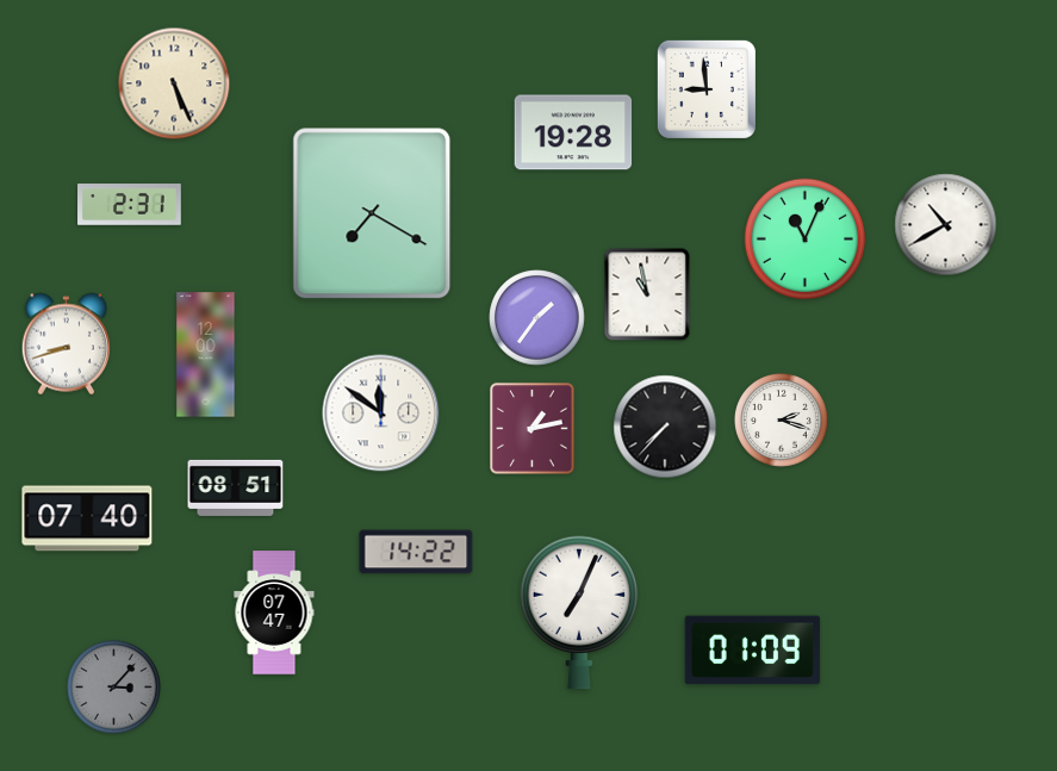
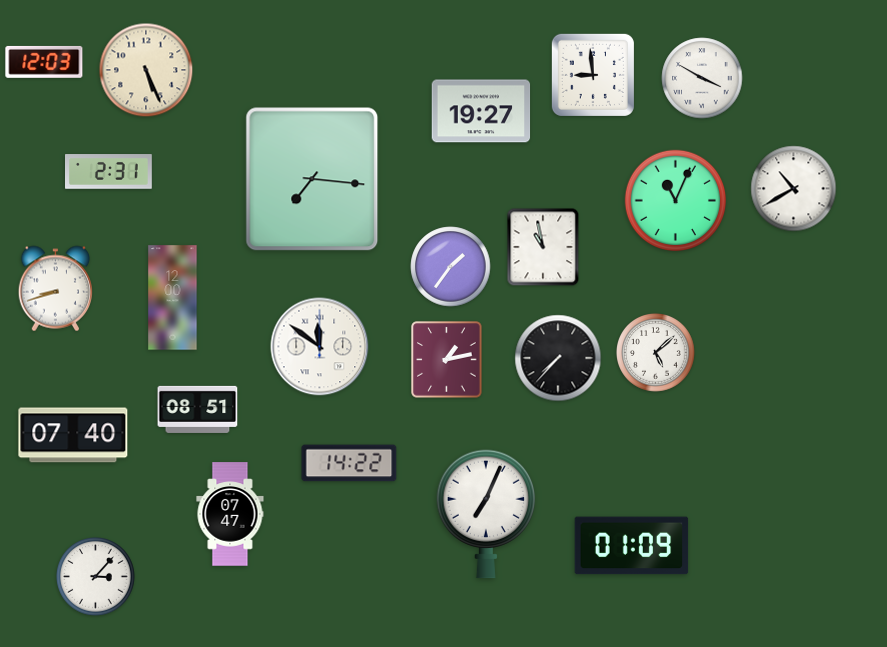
clock at (44, 62): none -> 12:03
clock at (702, 78): none -> 3:50
clock at (573, 132): 19:28 -> 19:27
clock at (372, 213): 7:20 -> 7:16
clock at (782, 421): 2:18 -> 5:08
clock at (114, 688) dial: grey -> white
